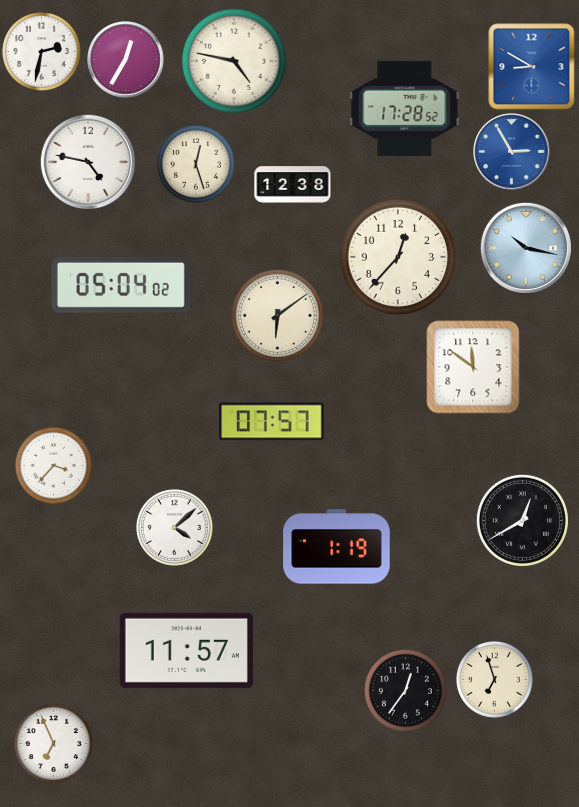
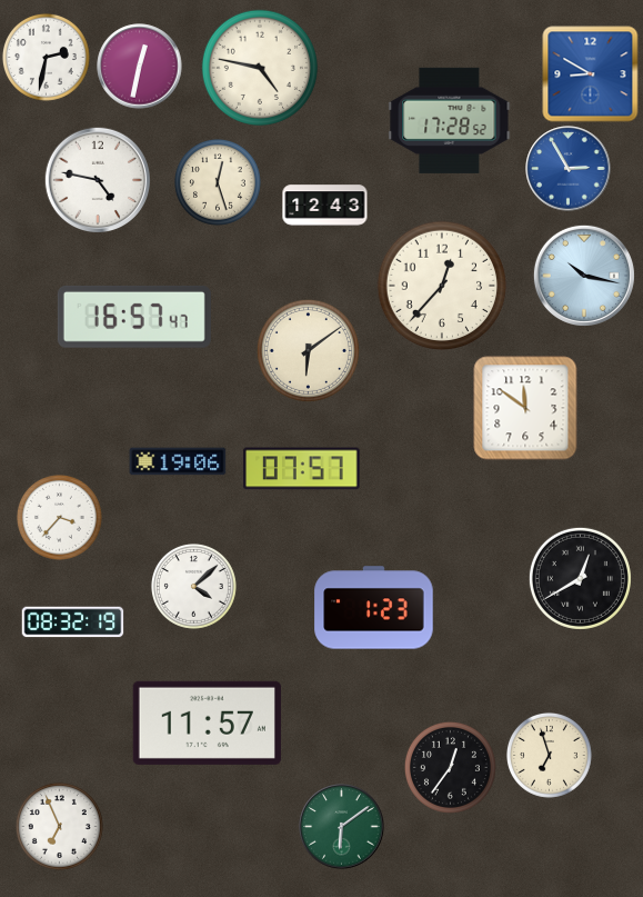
clock at (126, 60): 12:35 -> 12:32
clock at (293, 185): 12:38 -> 12:43
clock at (121, 285): 05:04 -> 16:57
clock at (178, 461): none -> 19:06
clock at (337, 547): 1:19 -> 1:23
clock at (73, 622): none -> 08:32
clock at (342, 827): none -> 6:09
